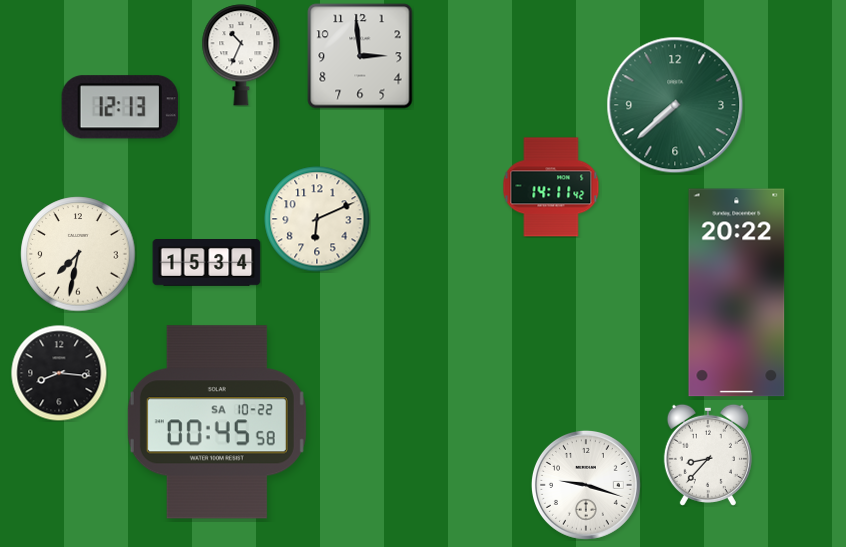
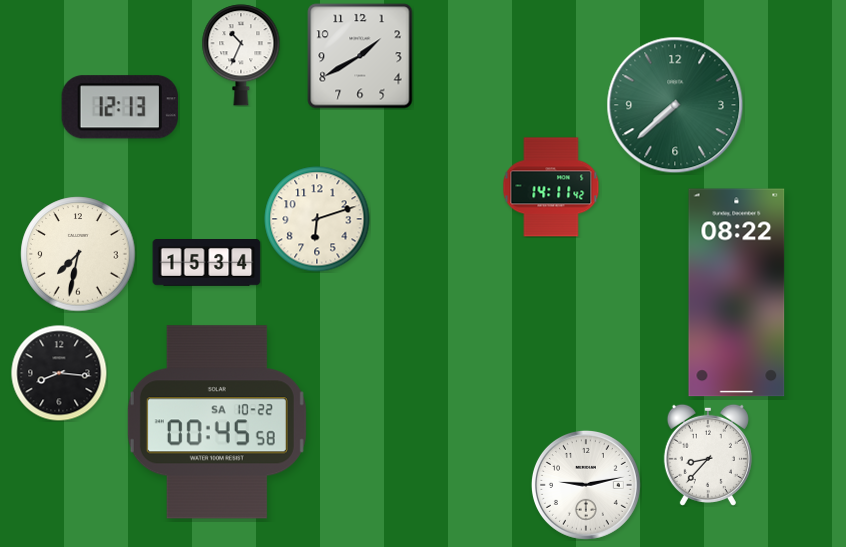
clock at (360, 56): 2:59 -> 1:40
clock at (317, 219): 6:11 -> 6:12
clock at (737, 293): 20:22 -> 08:22
clock at (586, 485): 9:18 -> 9:13
